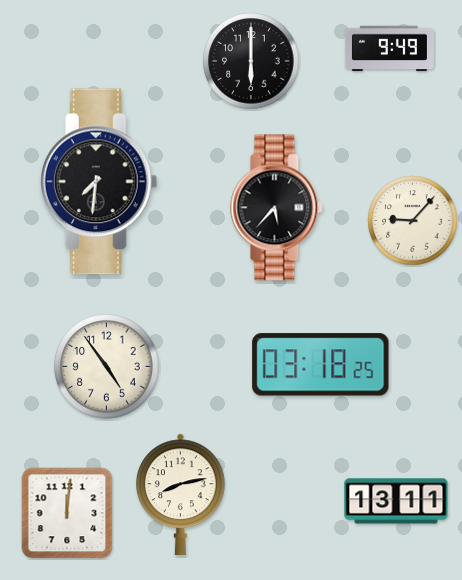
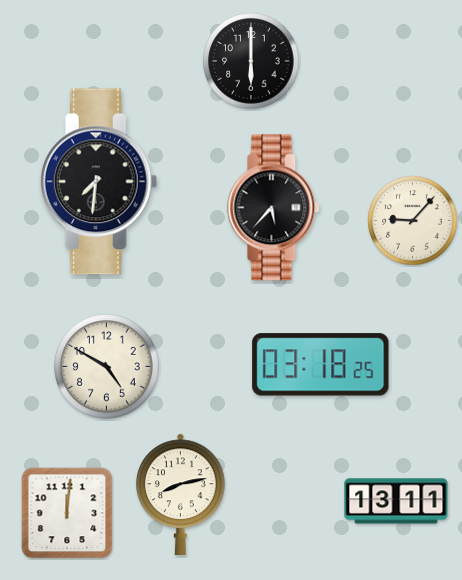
clock at (389, 49): 9:49 -> none
clock at (277, 208) position: (277, 208) -> (274, 208)
clock at (107, 367): 4:54 -> 4:50
